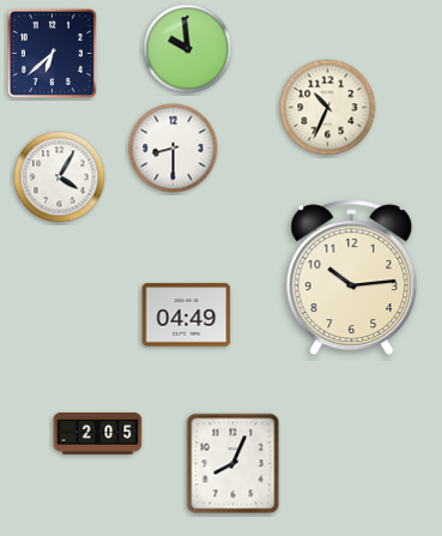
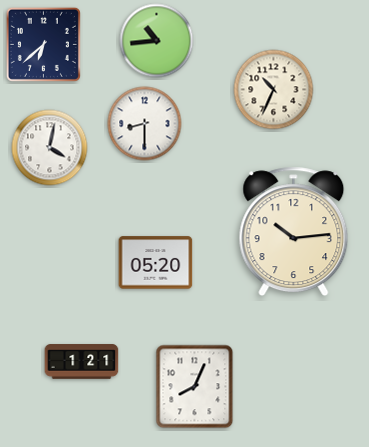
clock at (188, 49): 9:59 -> 10:44
clock at (60, 177): 4:05 -> 4:02
clock at (187, 315): 04:49 -> 05:20
clock at (98, 434): 2:05 -> 1:21
